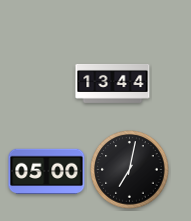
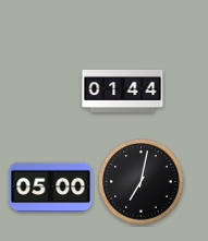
clock at (113, 83): 13:44 -> 01:44
clock at (130, 170) position: (130, 170) -> (142, 182)
